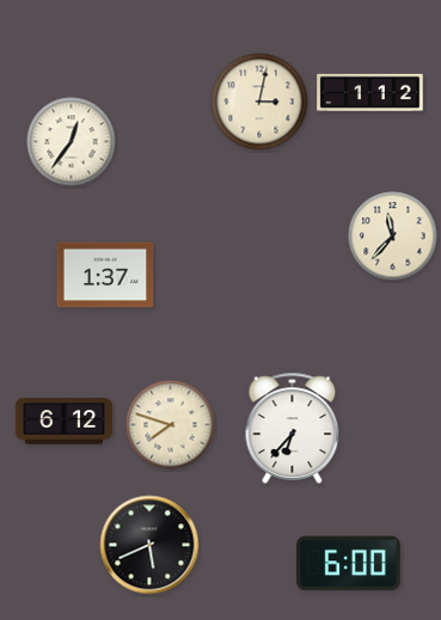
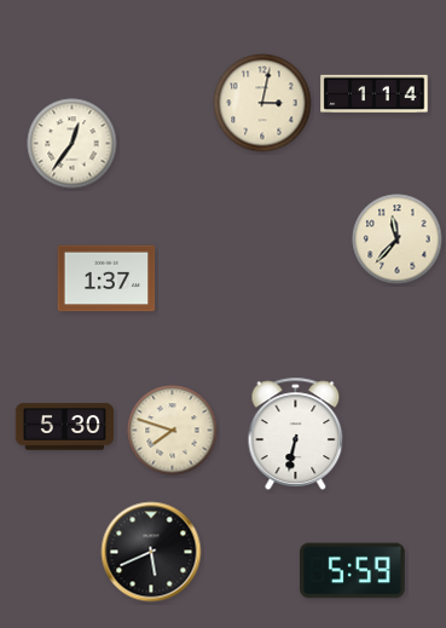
clock at (370, 93): 1:12 -> 1:14
clock at (65, 422): 6:12 -> 5:30
clock at (293, 428): 6:37 -> 6:32
clock at (349, 564): 6:00 -> 5:59
